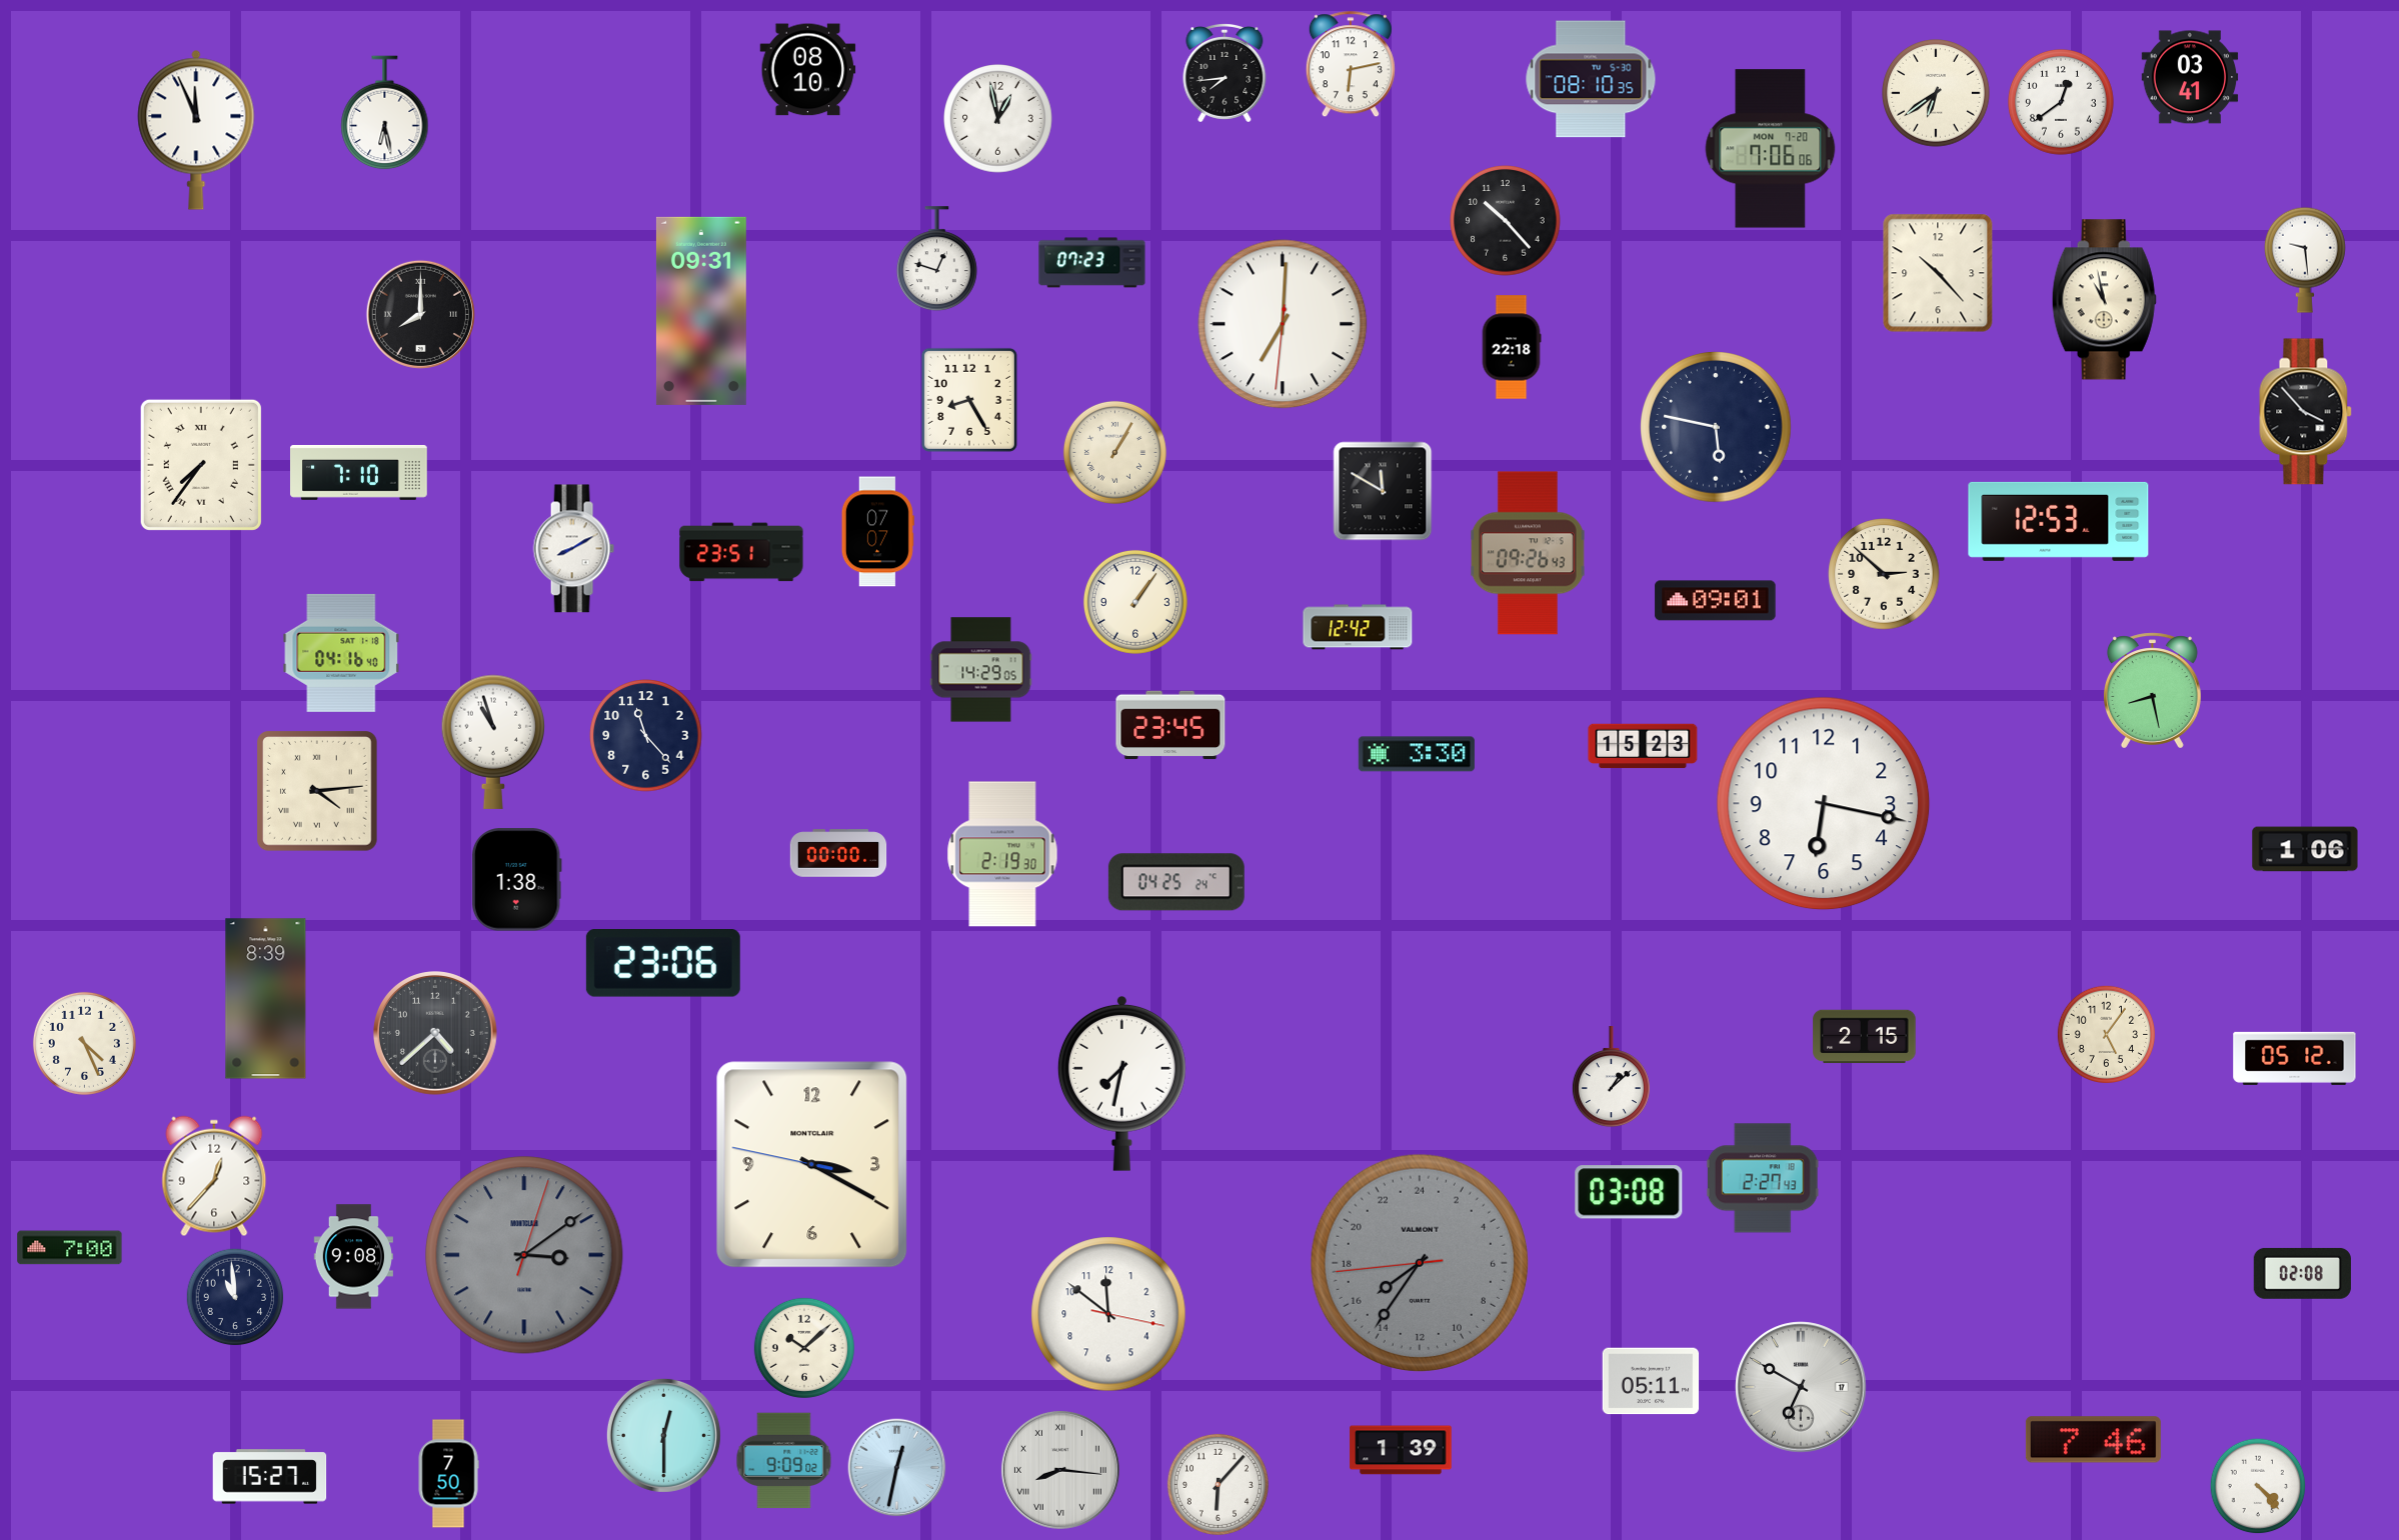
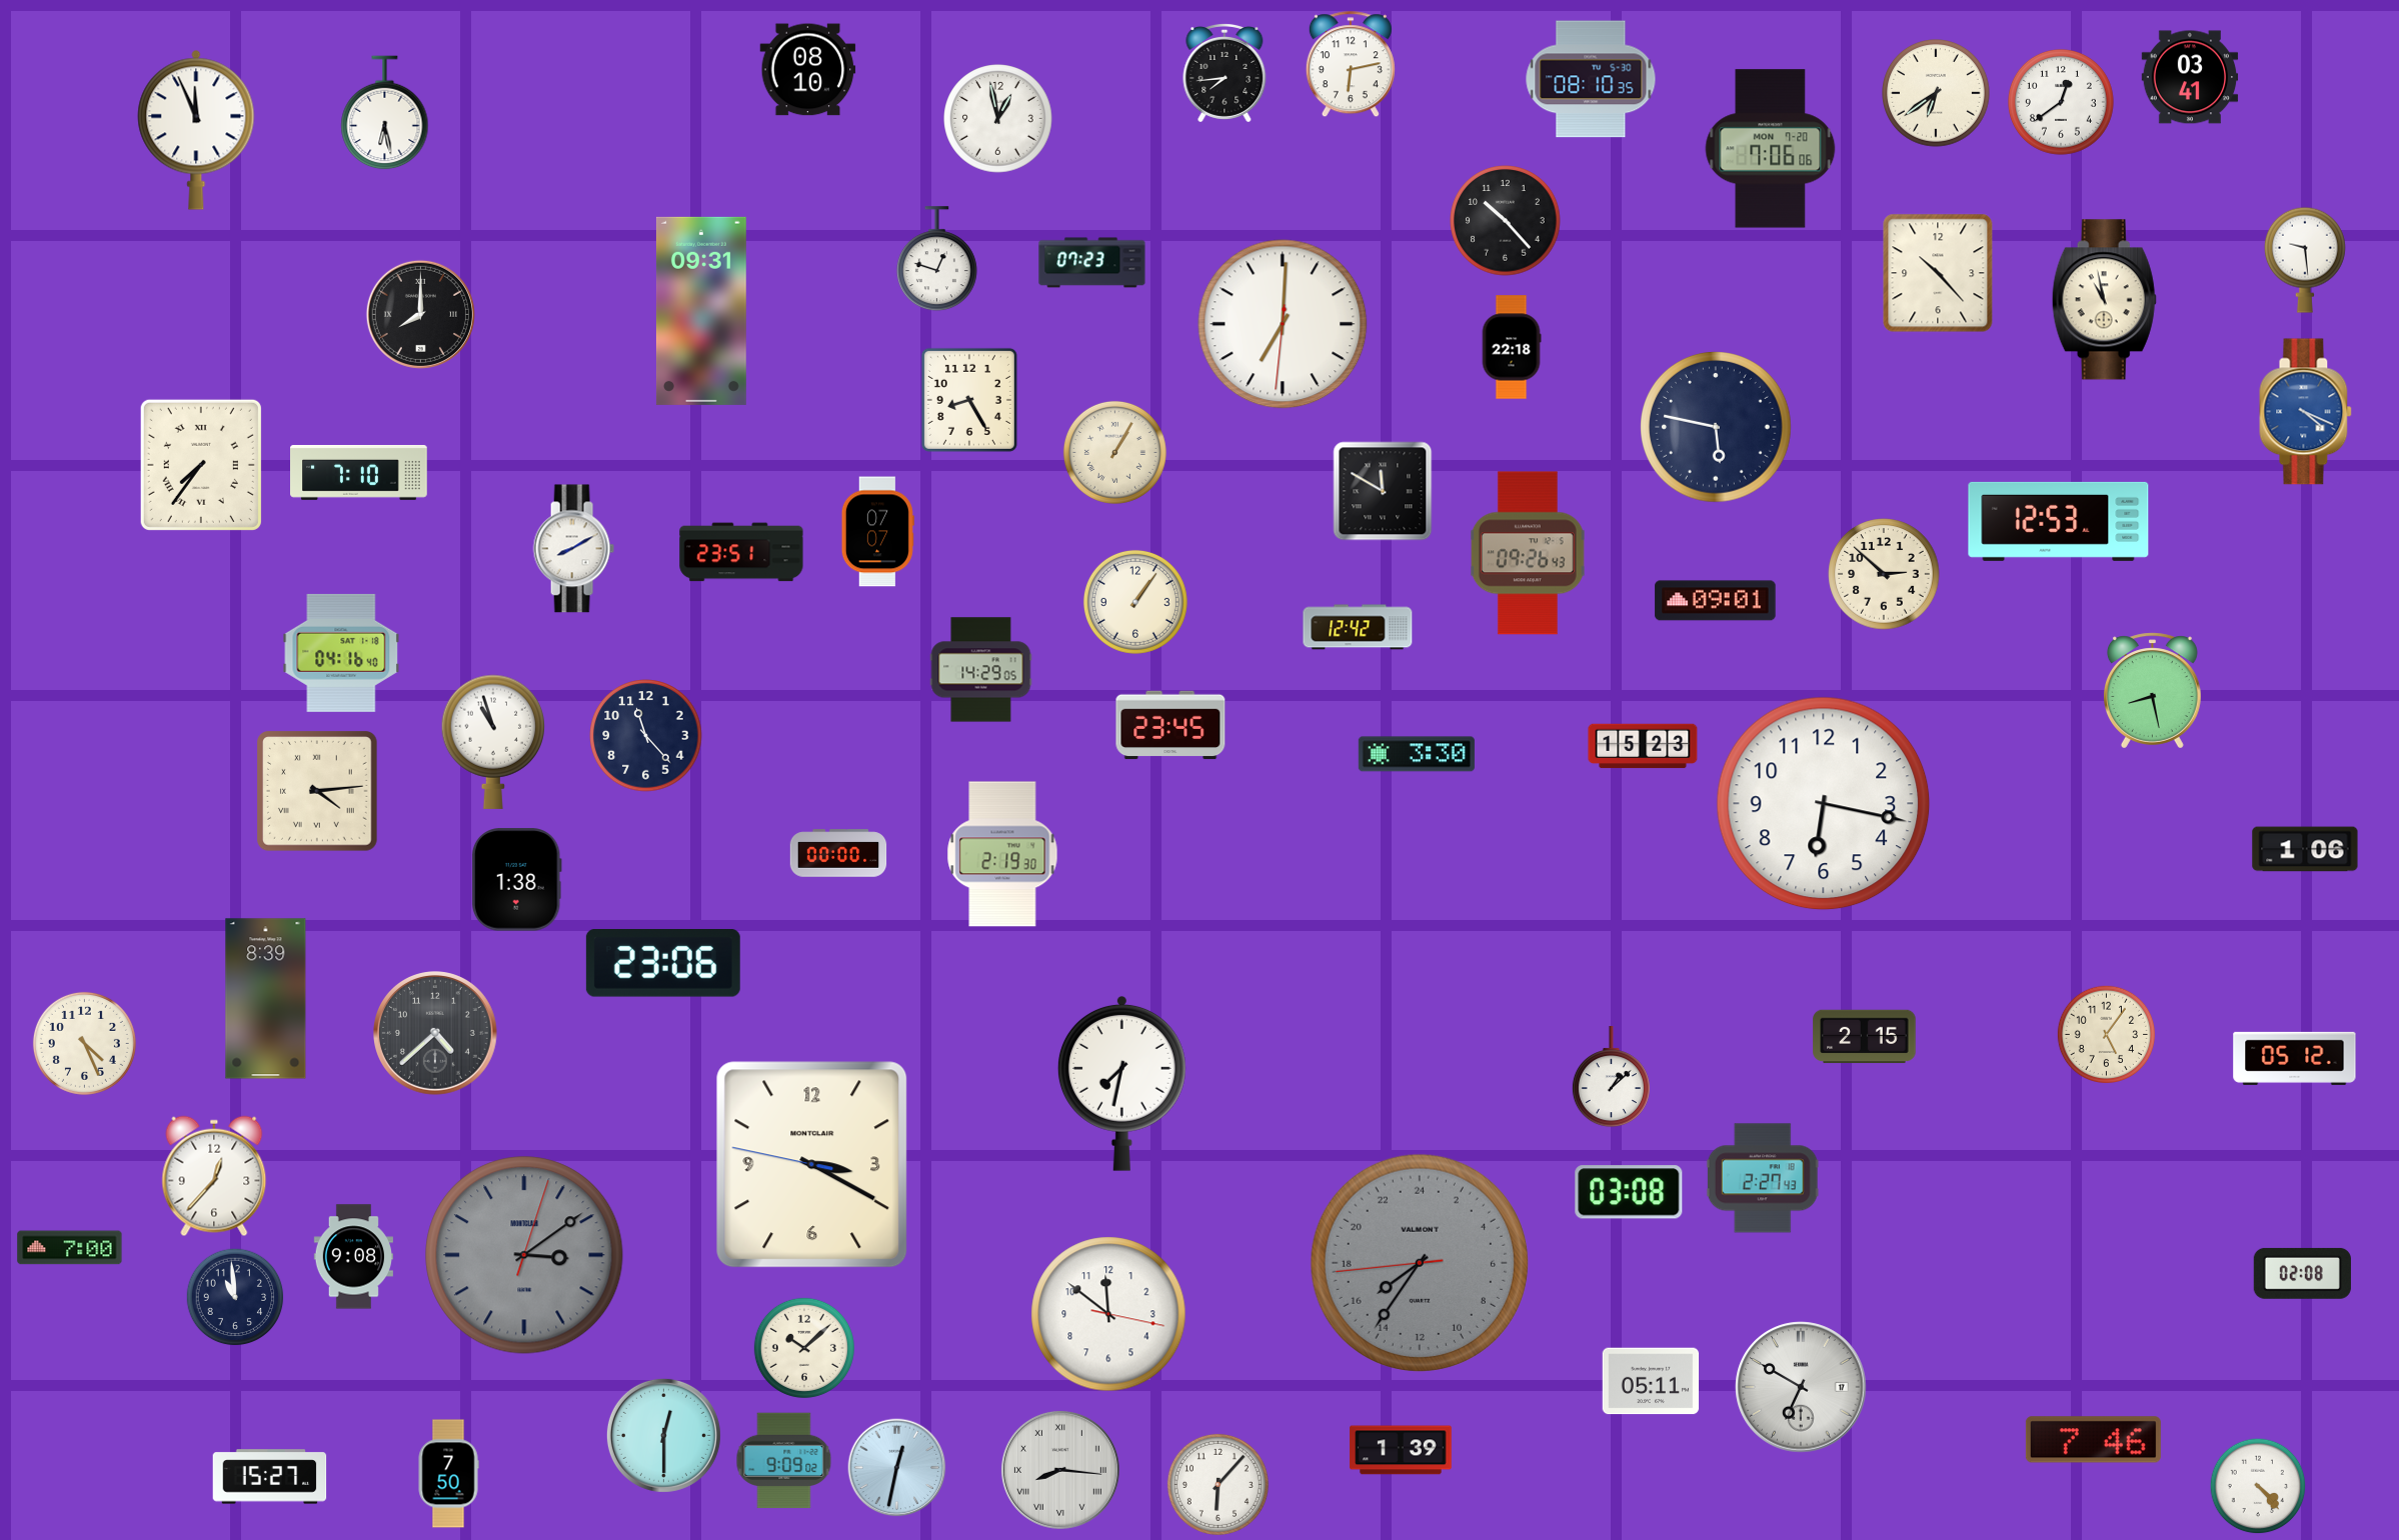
clock at (2306, 412): 3:53 -> 4:19
clock at (2306, 412) dial: black -> blue
clock at (1176, 882): 04:25 -> none
